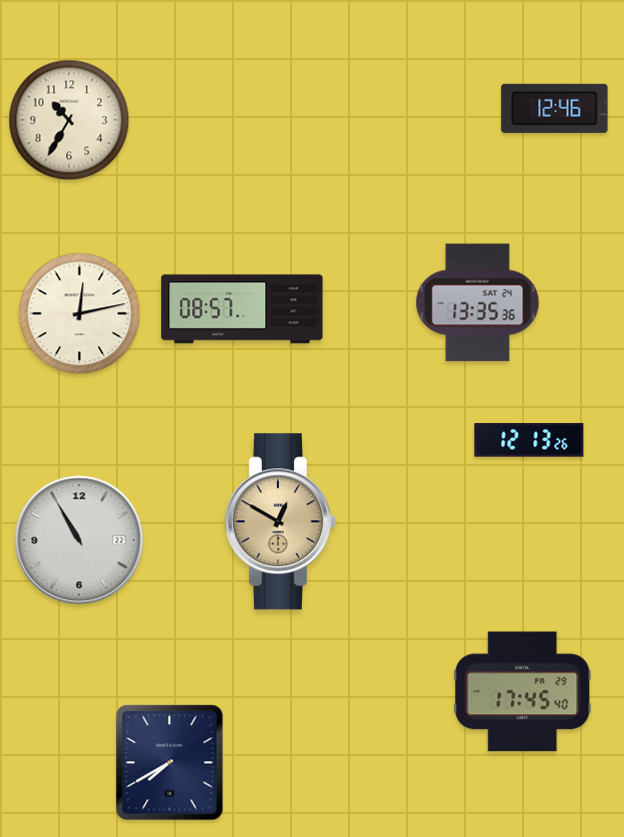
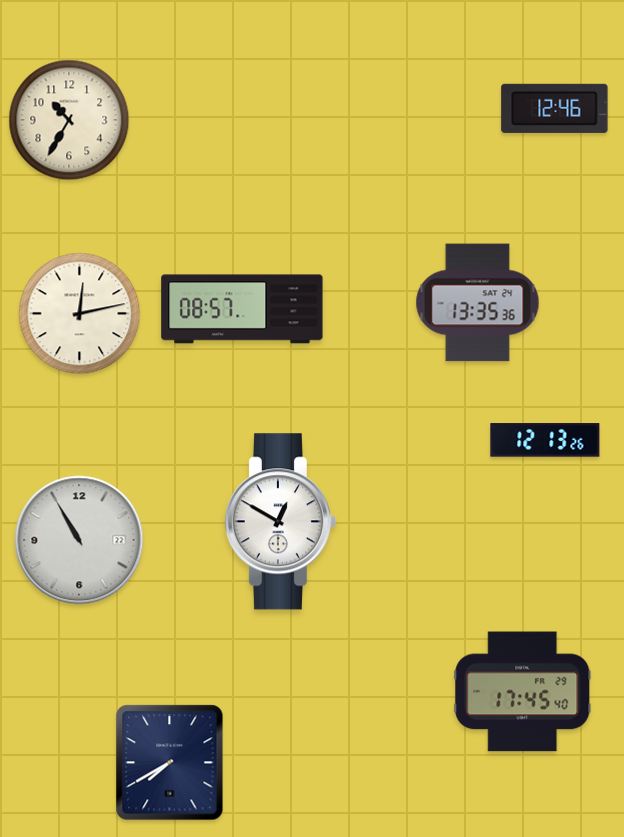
clock at (529, 440) position: (529, 440) -> (545, 440)
clock at (280, 522) dial: champagne -> white
